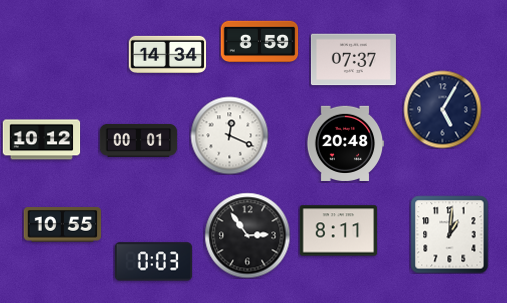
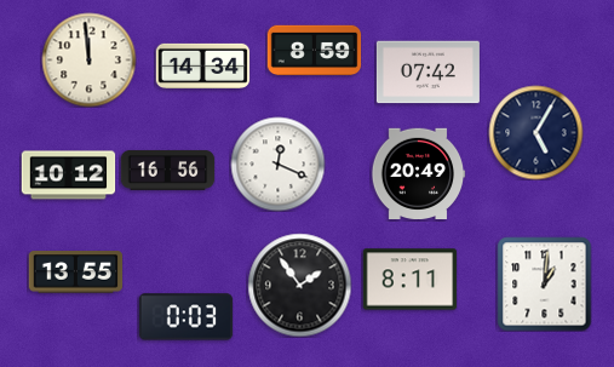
clock at (88, 59): none -> 11:59
clock at (353, 60): 07:37 -> 07:42
clock at (41, 140) position: (41, 140) -> (68, 176)
clock at (138, 140): 00:01 -> 16:56
clock at (345, 143): 20:48 -> 20:49
clock at (62, 225): 10:55 -> 13:55
clock at (247, 235): 2:54 -> 1:54
